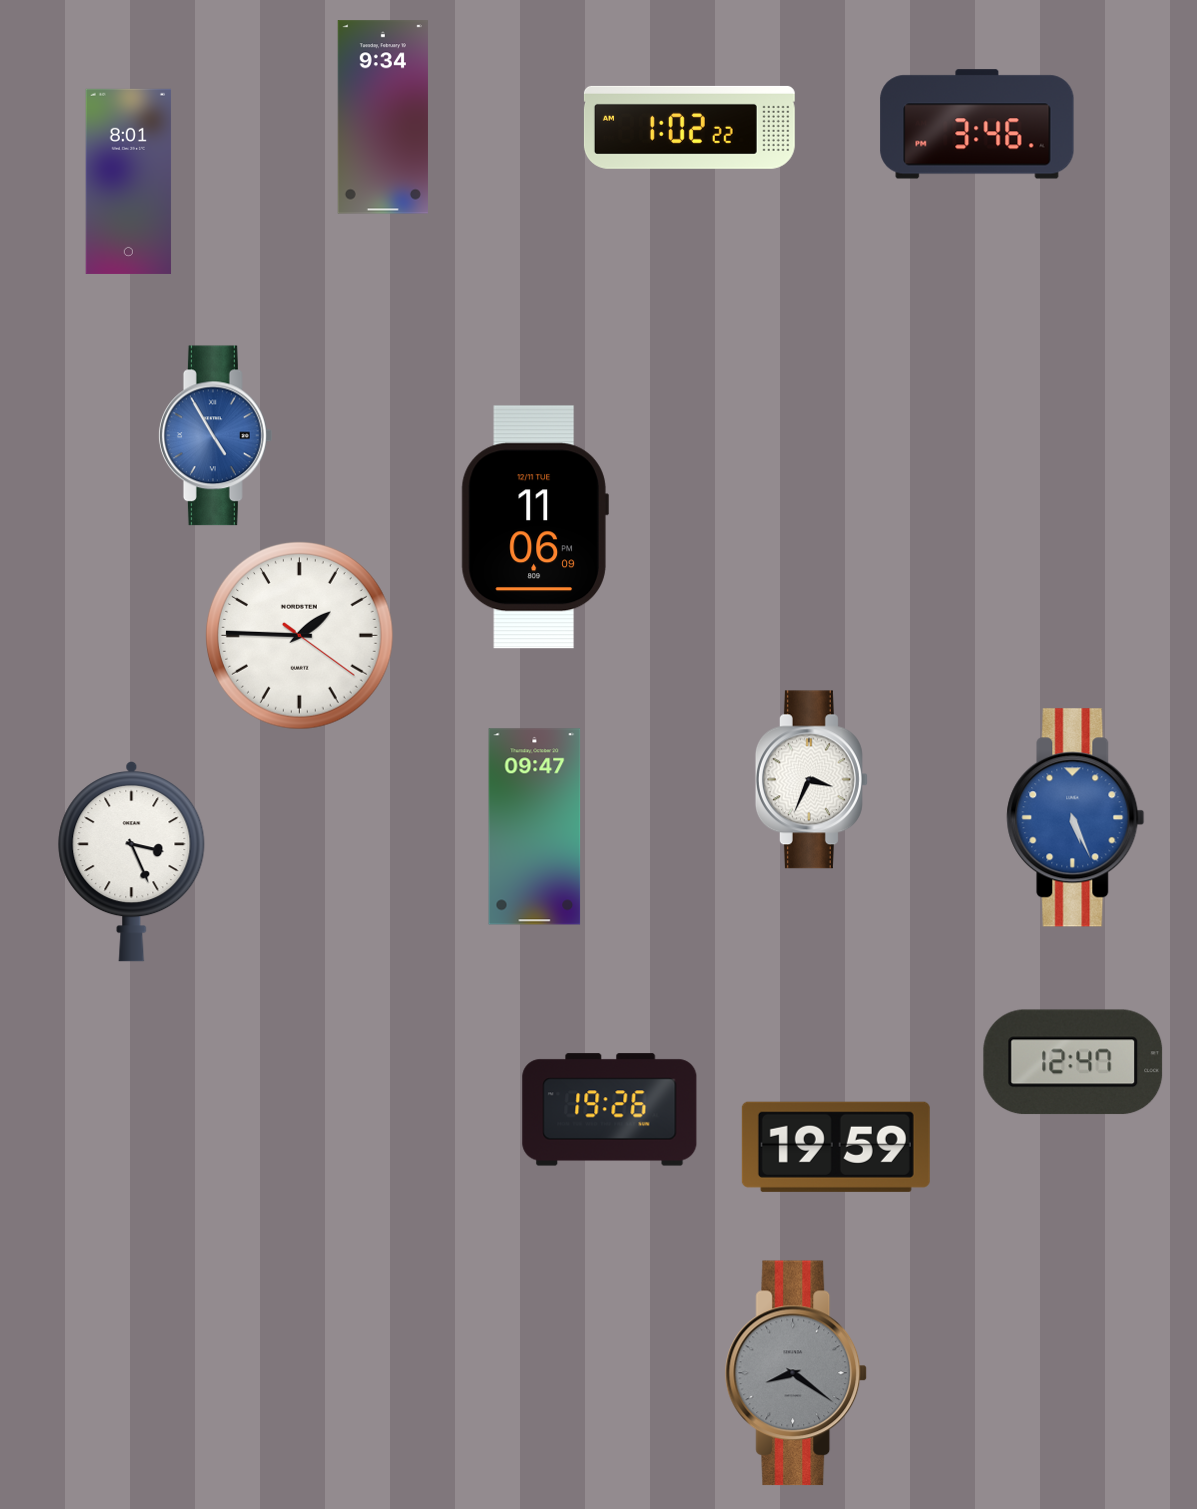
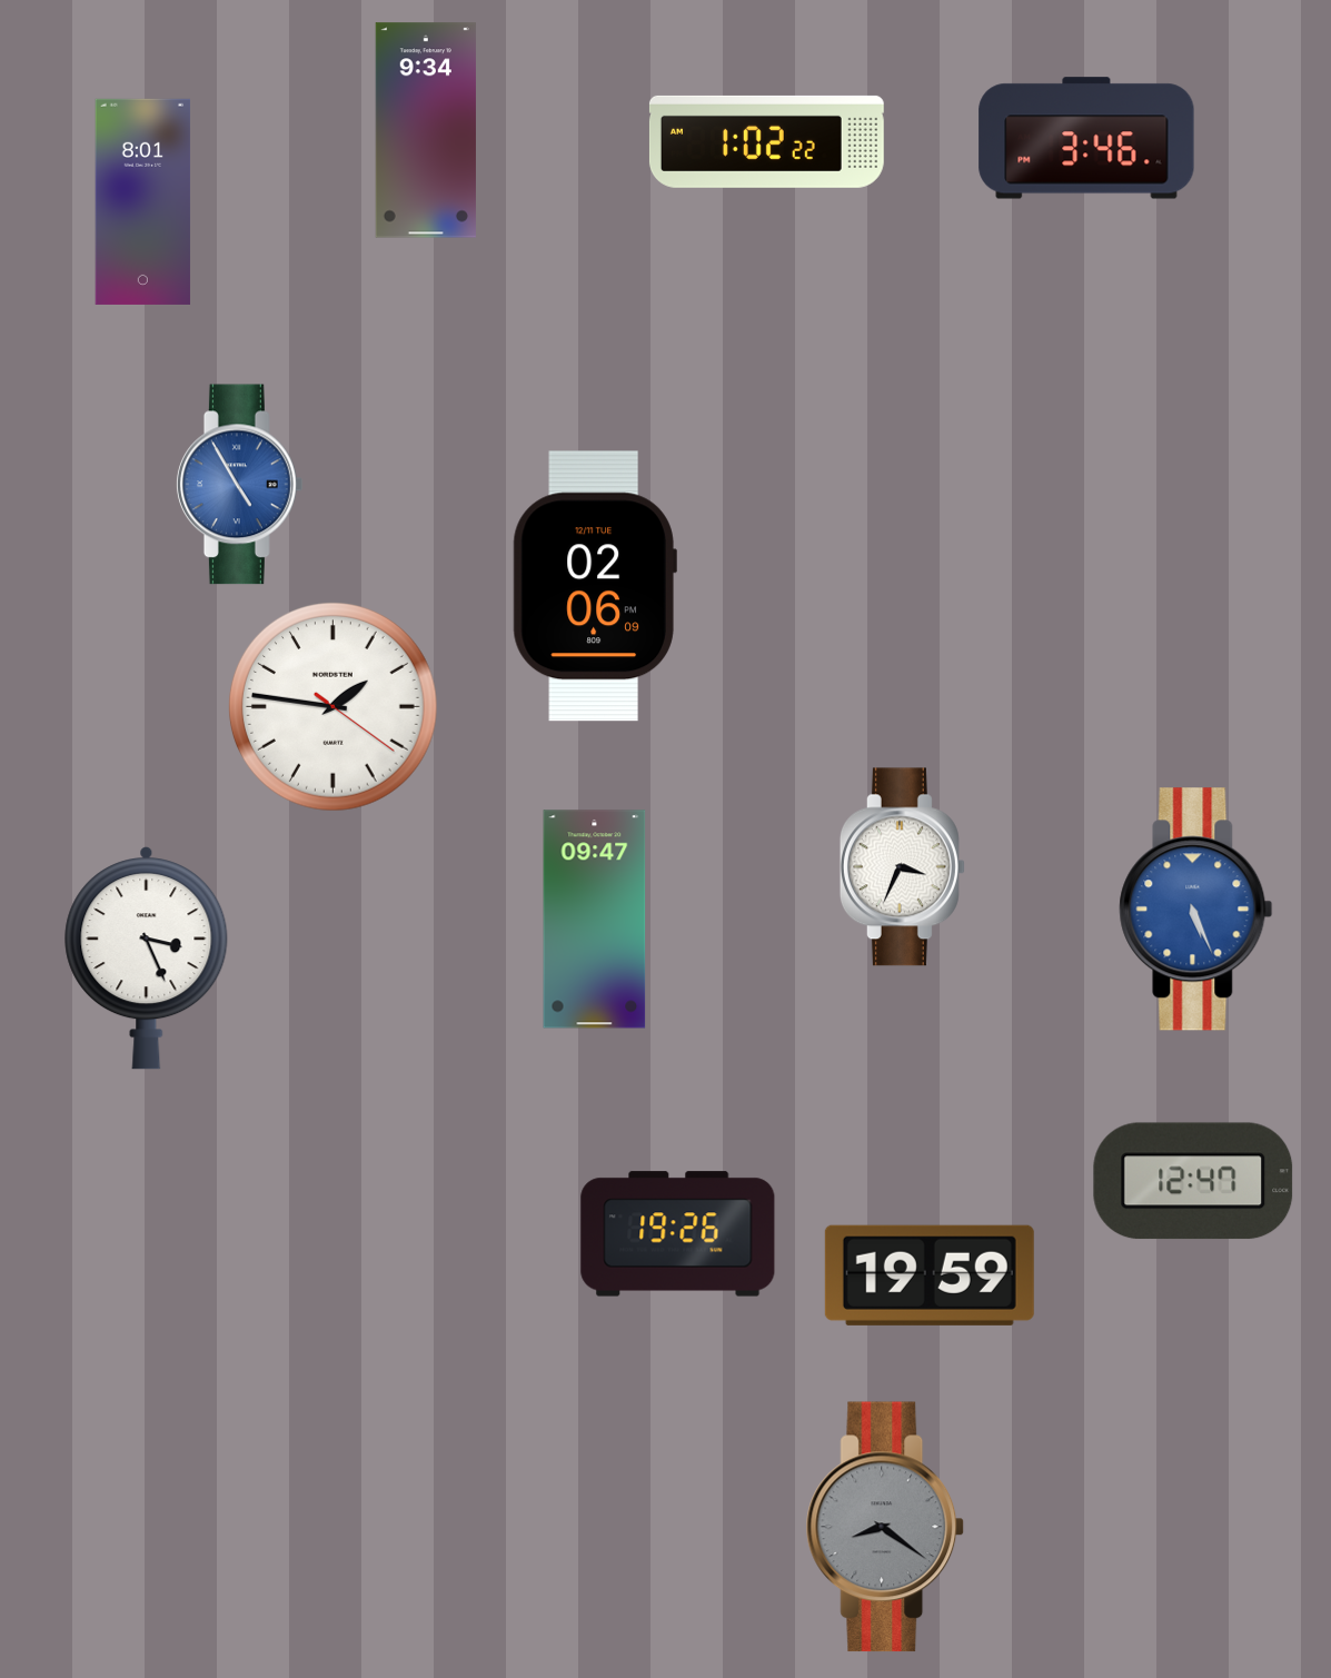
clock at (535, 527): 11:06 -> 02:06
clock at (299, 635): 1:45 -> 1:46
